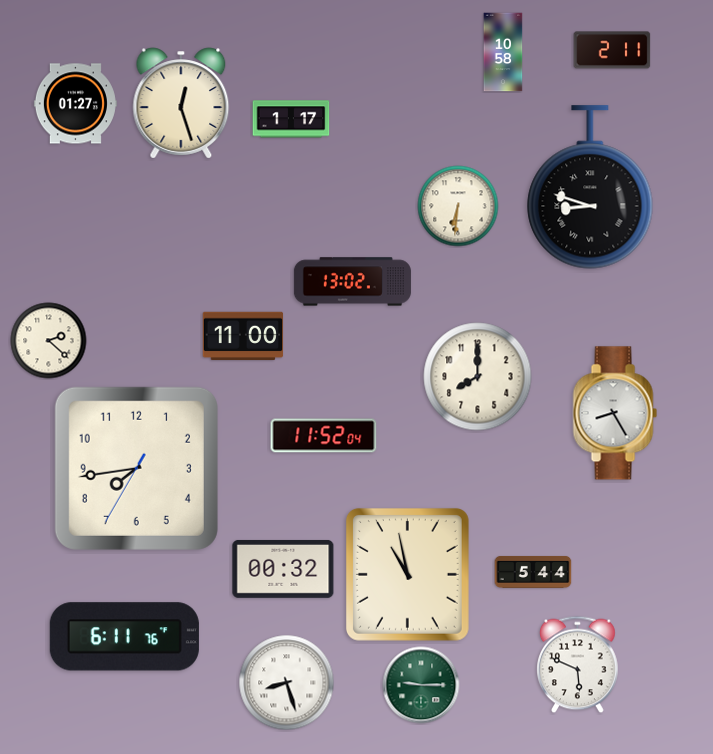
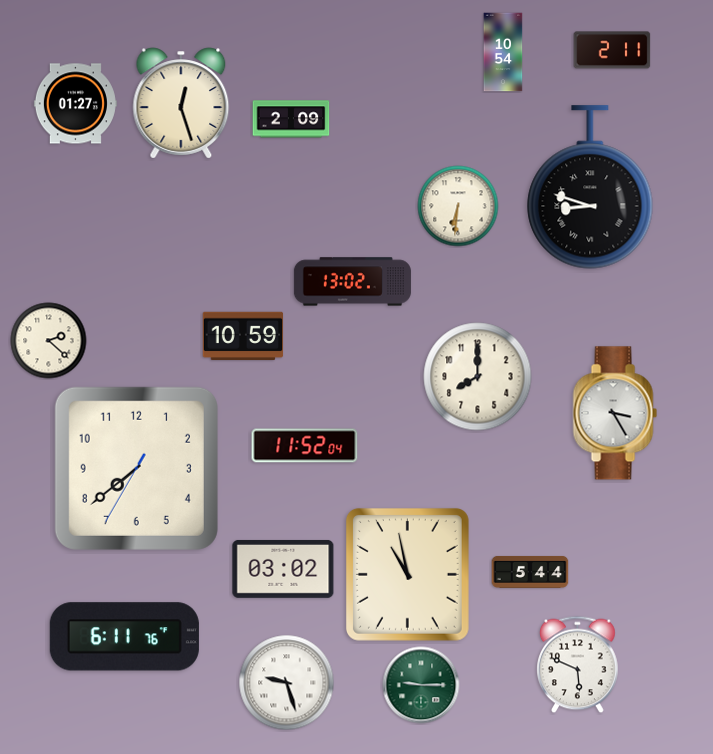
clock at (503, 52): 10:58 -> 10:54
clock at (291, 119): 1:17 -> 2:09
clock at (243, 336): 11:00 -> 10:59
clock at (615, 413): 8:25 -> 3:25
clock at (324, 436) position: (324, 436) -> (305, 446)
clock at (136, 468): 7:43 -> 7:38
clock at (283, 569): 00:32 -> 03:02
clock at (533, 572) position: (533, 572) -> (530, 572)
clock at (287, 683): 8:27 -> 9:27
